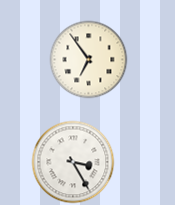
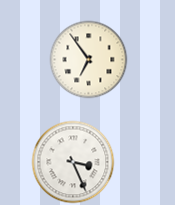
clock at (73, 162): 3:25 -> 3:26
